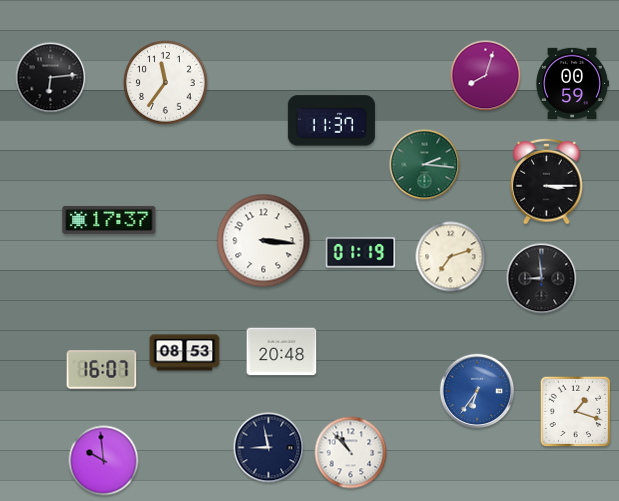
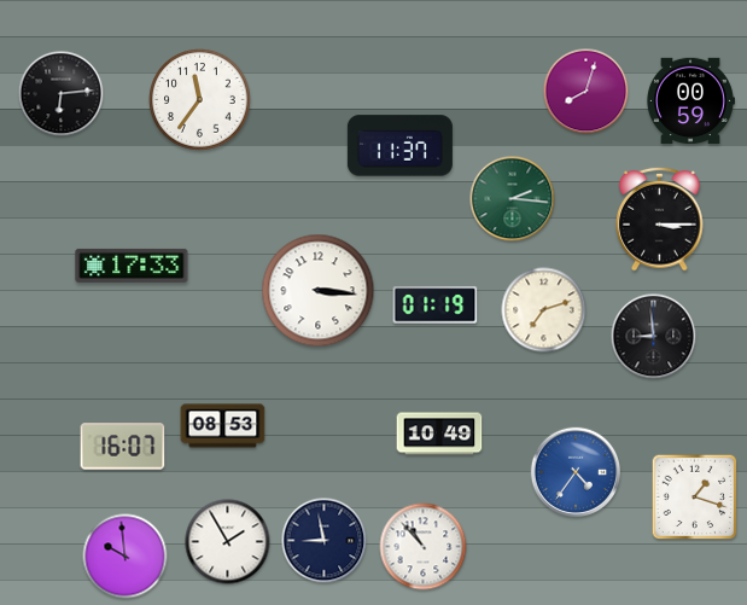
clock at (109, 220): 17:37 -> 17:33
clock at (282, 352): 20:48 -> none
clock at (439, 434): none -> 10:49
clock at (477, 391): 6:36 -> 4:36
clock at (228, 542): none -> 1:55
